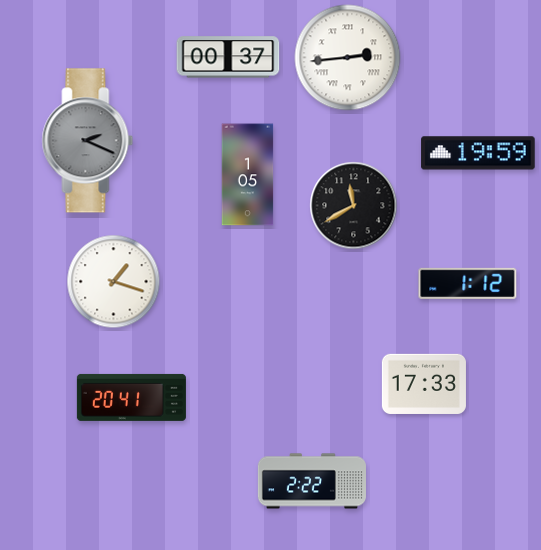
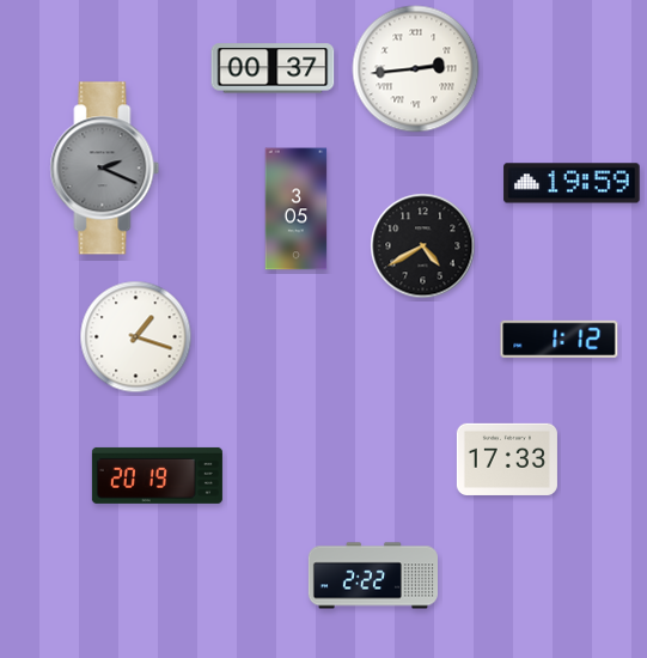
clock at (248, 175): 1:05 -> 3:05
clock at (354, 206): 11:40 -> 4:40
clock at (131, 397): 20:41 -> 20:19
